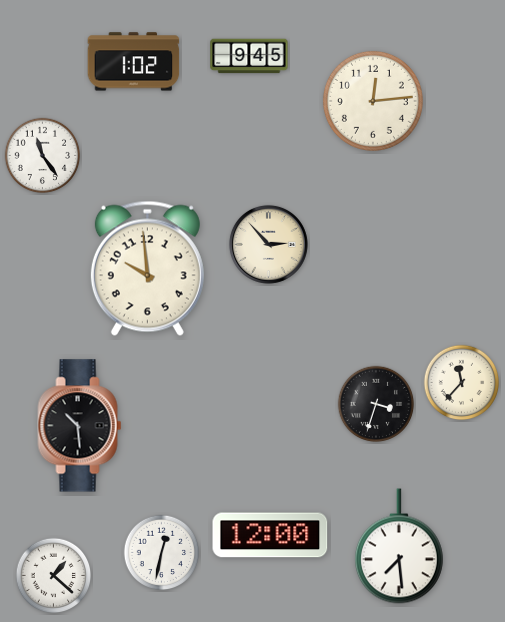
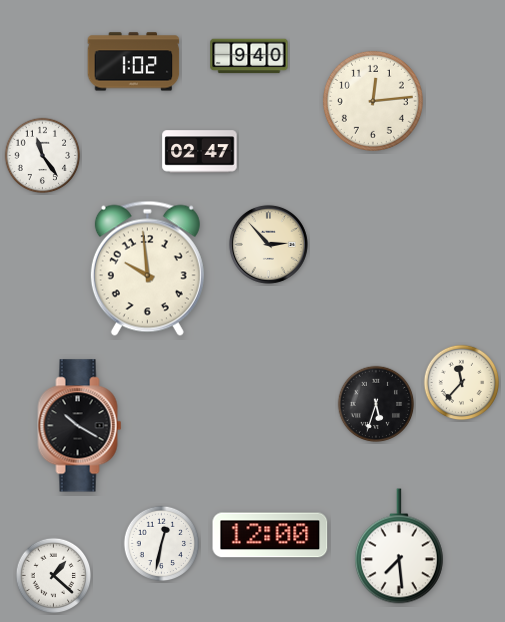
clock at (249, 56): 9:45 -> 9:40
clock at (200, 152): none -> 02:47
clock at (376, 404): 3:33 -> 5:33
clock at (80, 426): 10:29 -> 10:20
clock at (162, 553) position: (162, 553) -> (162, 544)
